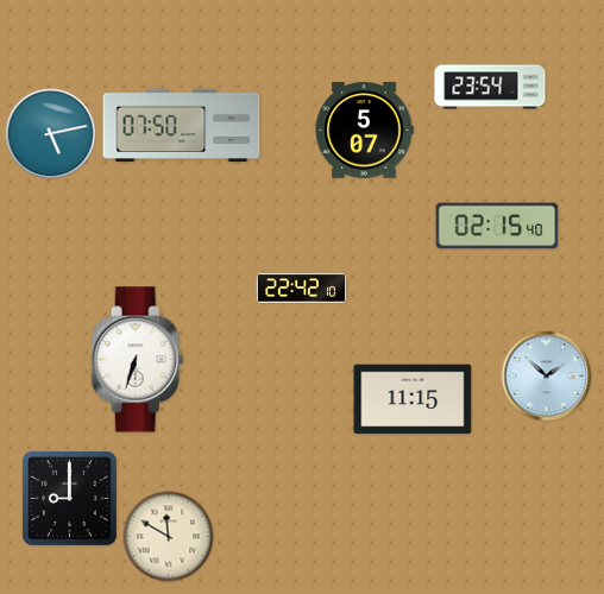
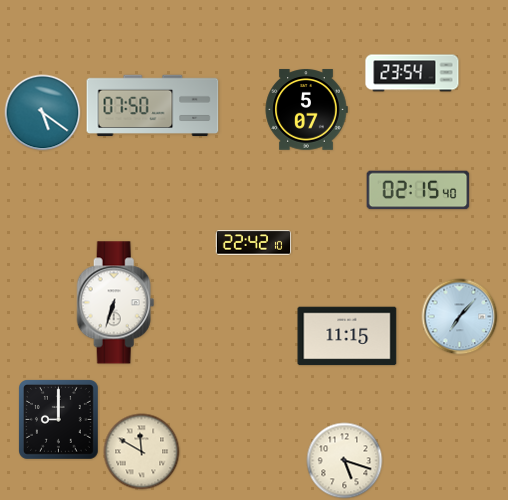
clock at (51, 134): 5:13 -> 5:21
clock at (547, 377): 1:52 -> 7:07
clock at (345, 461): none -> 5:18
